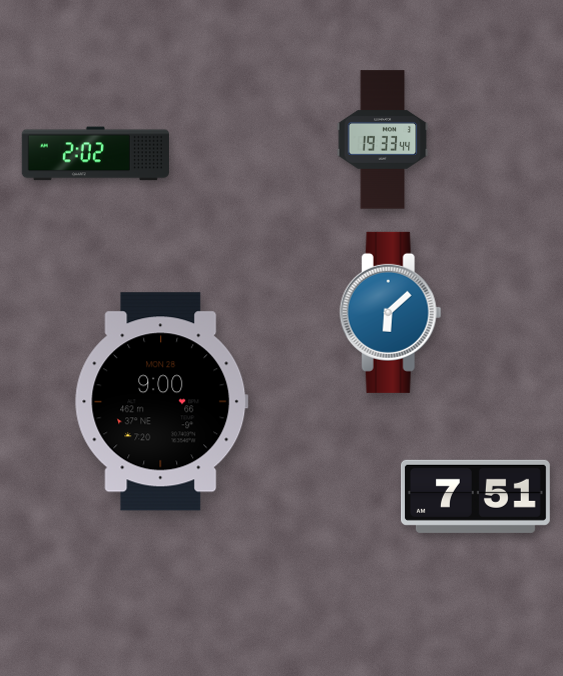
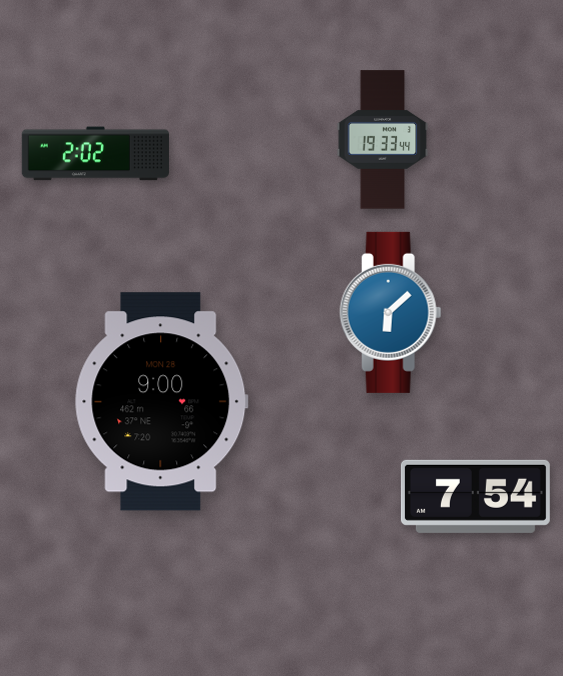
clock at (475, 496): 7:51 -> 7:54
